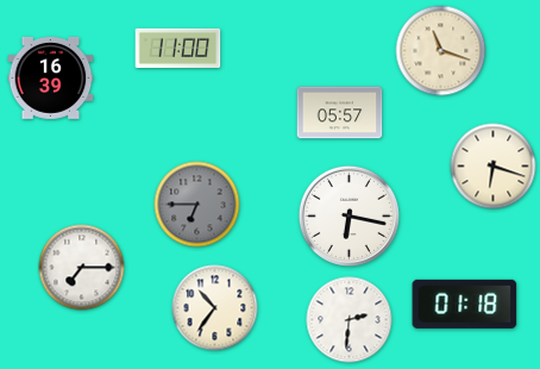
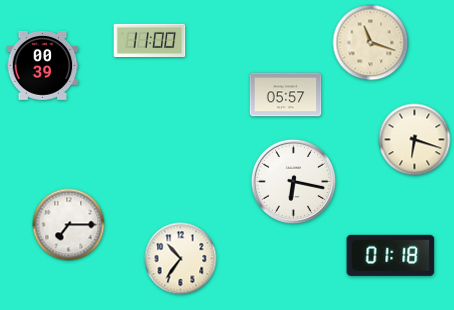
clock at (51, 79): 16:39 -> 00:39
clock at (197, 205): 6:45 -> none
clock at (350, 320): 2:31 -> none
